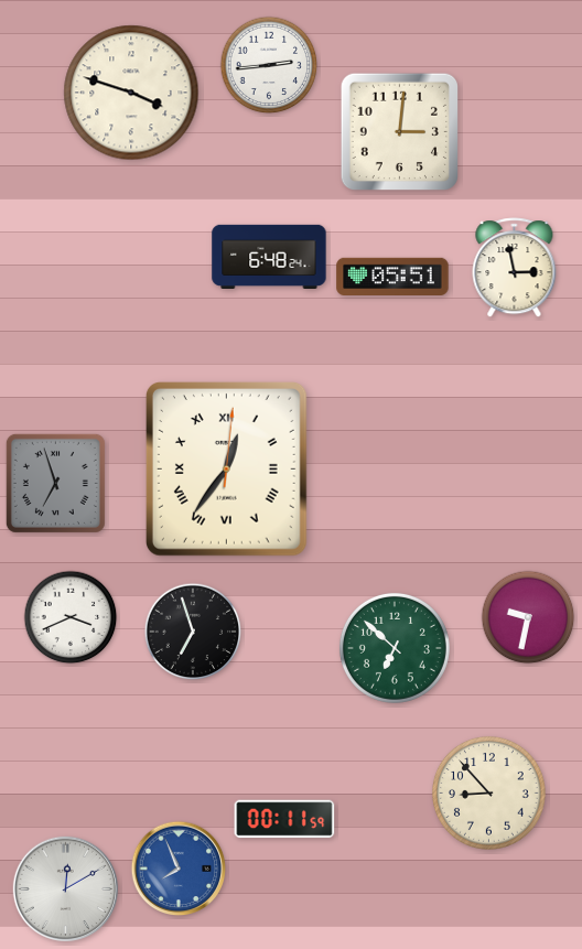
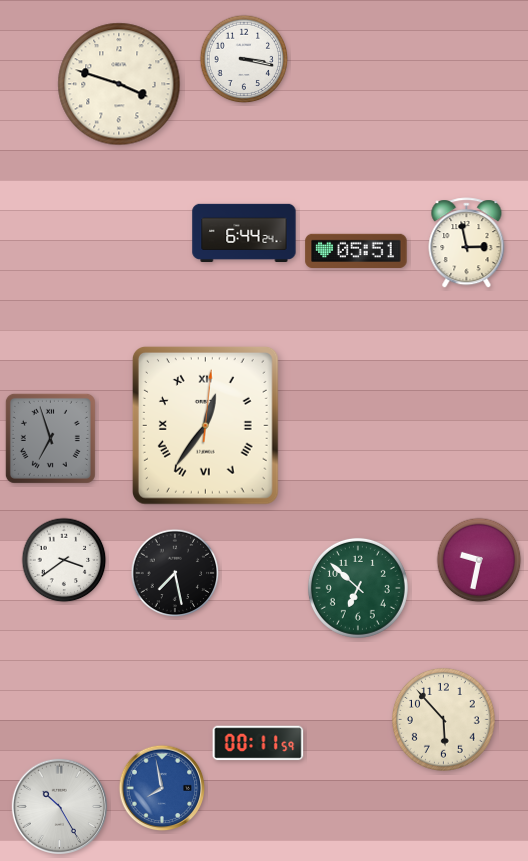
clock at (269, 65): 2:44 -> 3:17
clock at (399, 131): 3:01 -> none
clock at (269, 256): 6:48 -> 6:44
clock at (71, 617): 3:41 -> 3:39
clock at (193, 632): 6:57 -> 7:28
clock at (488, 792): 8:53 -> 5:53
clock at (179, 869): 7:56 -> 7:58
clock at (65, 888): 12:10 -> 10:25
